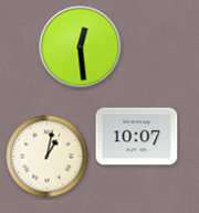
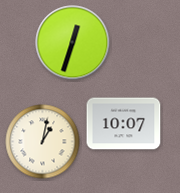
clock at (81, 47): 12:29 -> 12:33
